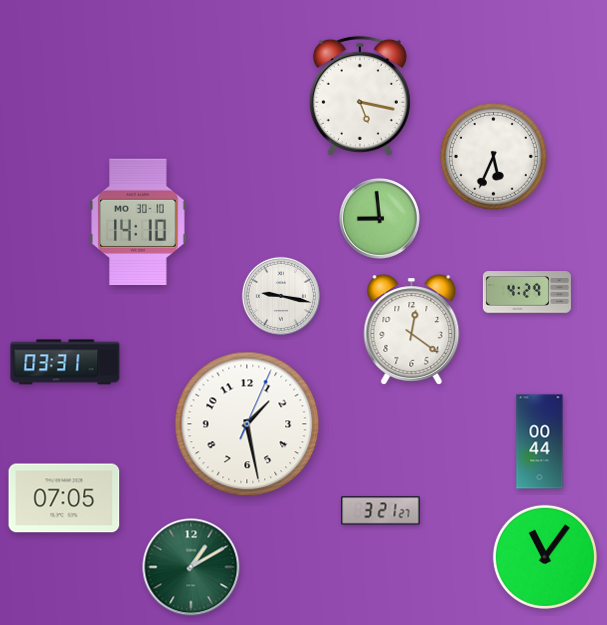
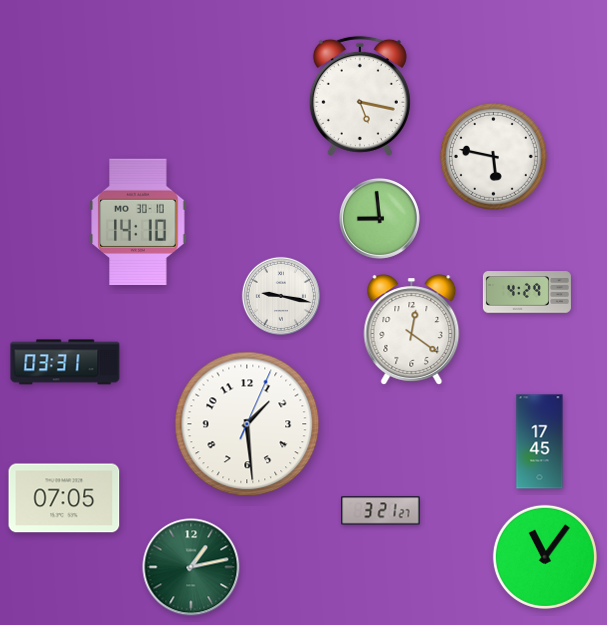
clock at (493, 156): 5:34 -> 5:47
clock at (247, 424): 1:28 -> 1:29
clock at (540, 442): 00:44 -> 17:45
clock at (191, 567): 1:10 -> 1:13
